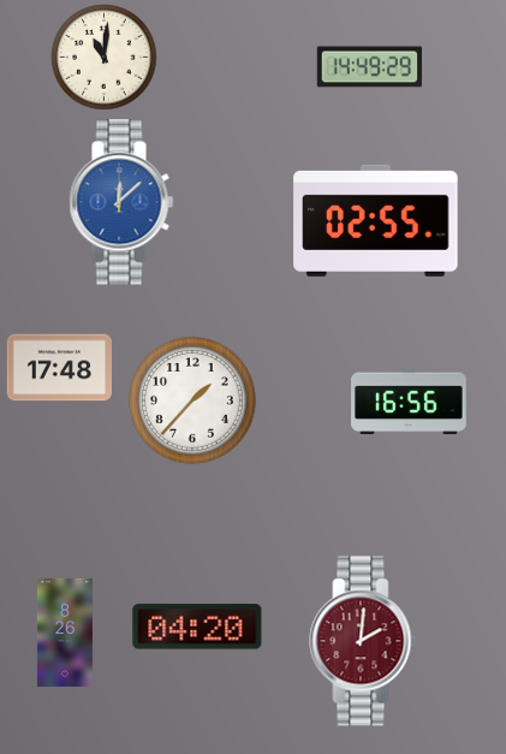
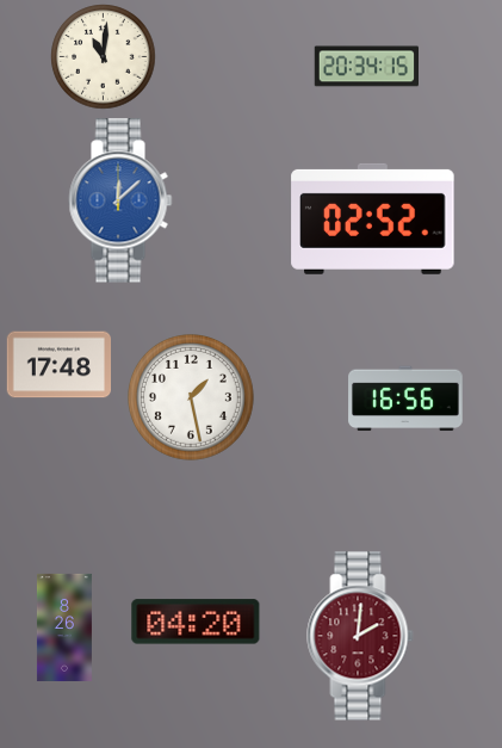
clock at (369, 67): 14:49 -> 20:34
clock at (376, 220): 02:55 -> 02:52
clock at (194, 402): 1:37 -> 1:28
